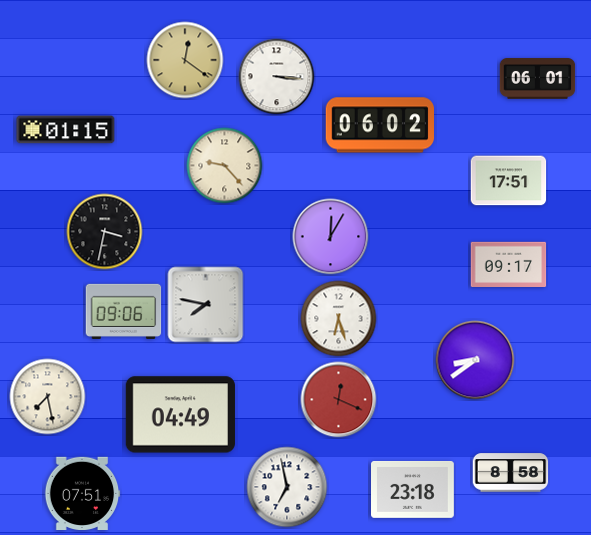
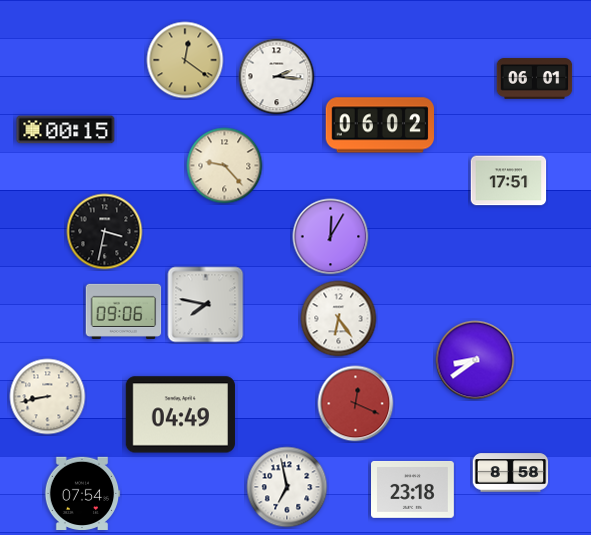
clock at (277, 77): 3:16 -> 2:16
clock at (538, 79) position: (538, 79) -> (535, 79)
clock at (66, 130): 01:15 -> 00:15
clock at (509, 264): 09:17 -> none
clock at (339, 319): 6:27 -> 6:24
clock at (48, 397): 7:28 -> 8:43
clock at (339, 400) position: (339, 400) -> (356, 404)
clock at (82, 493): 07:51 -> 07:54
